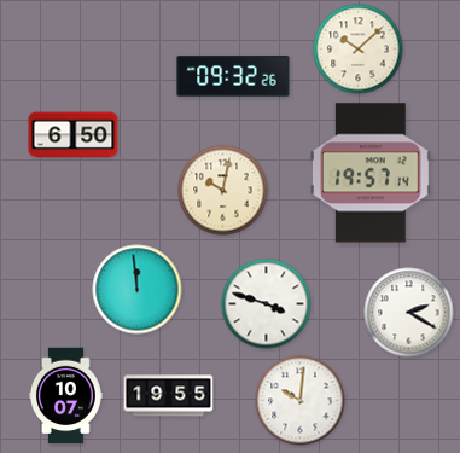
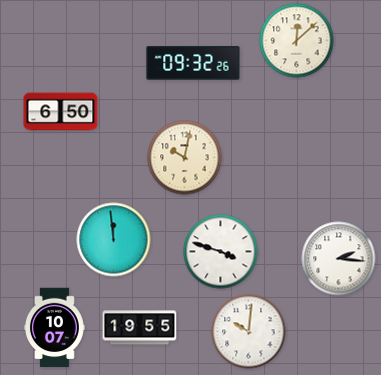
clock at (359, 50): 10:08 -> 12:08
clock at (371, 173): 19:57 -> none
clock at (409, 313): 2:20 -> 2:16
